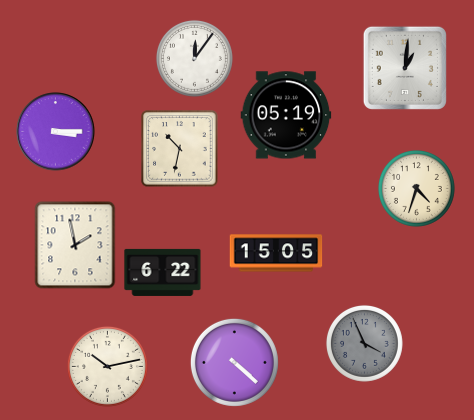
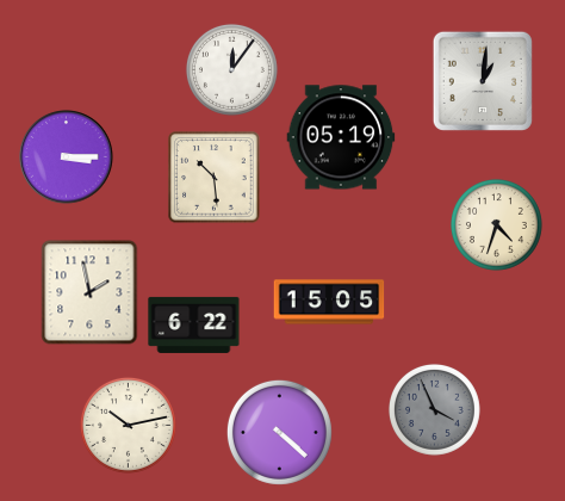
clock at (180, 149): 10:32 -> 10:29
clock at (107, 366) position: (107, 366) -> (128, 425)
